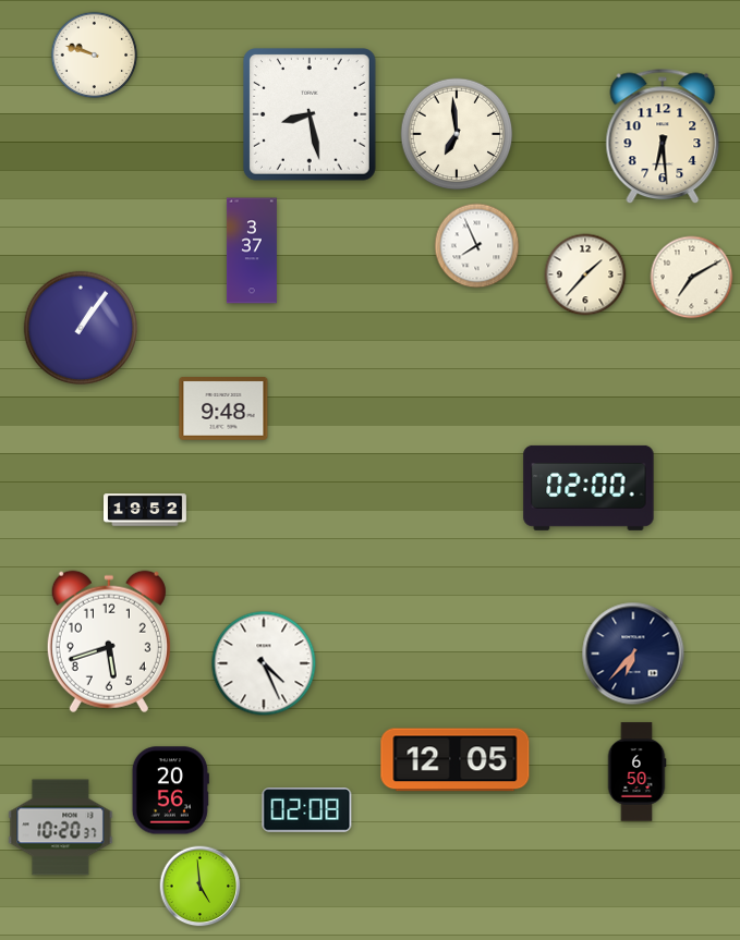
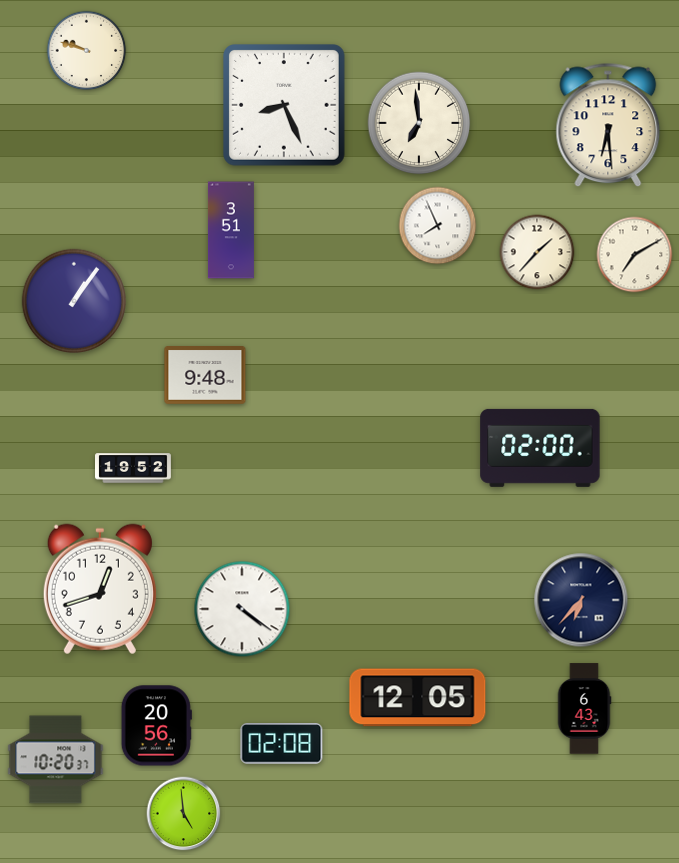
clock at (311, 115): 8:28 -> 8:26
clock at (252, 251): 3:37 -> 3:51
clock at (109, 642): 5:42 -> 12:42
clock at (264, 663): 4:26 -> 4:21
clock at (636, 772): 6:50 -> 6:43
